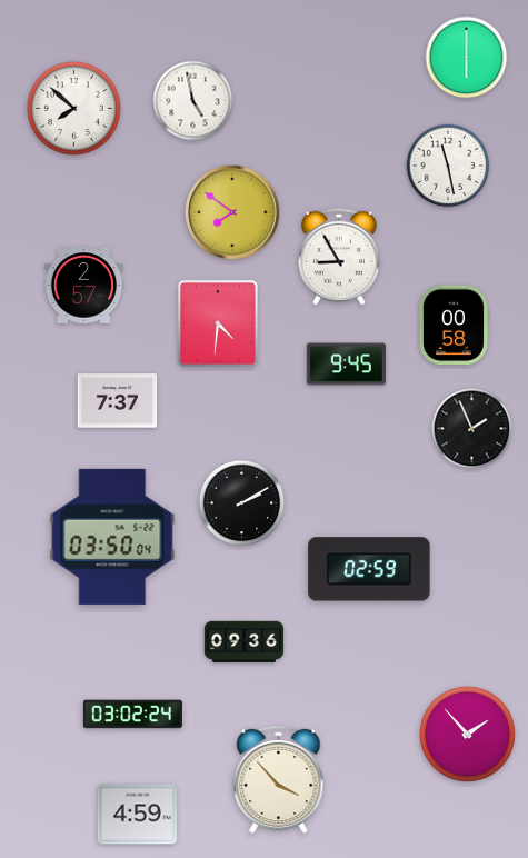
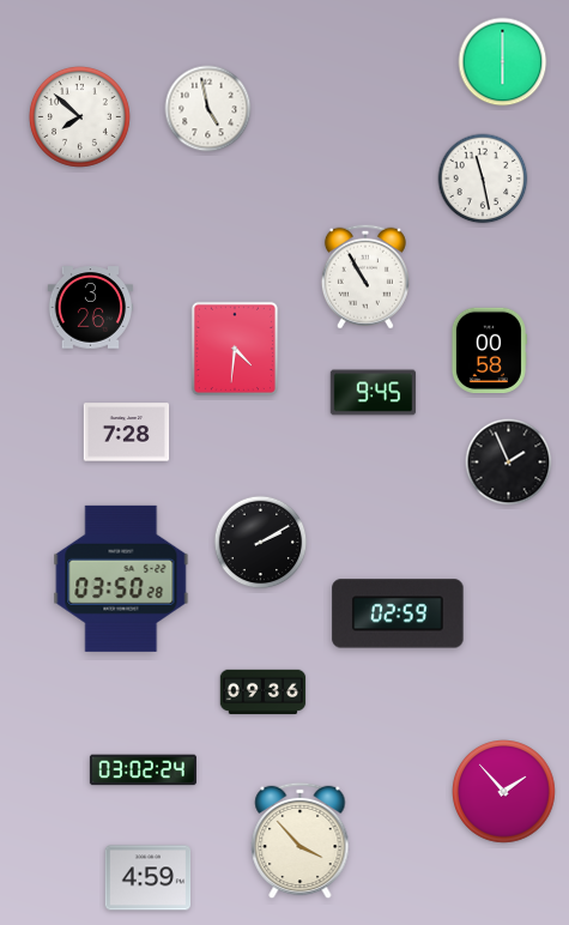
clock at (232, 212): 7:51 -> none
clock at (339, 257): 8:55 -> 10:55
clock at (84, 286): 2:57 -> 3:26
clock at (118, 401): 7:37 -> 7:28
clock at (112, 537): 03:50:04 -> 03:50:28
